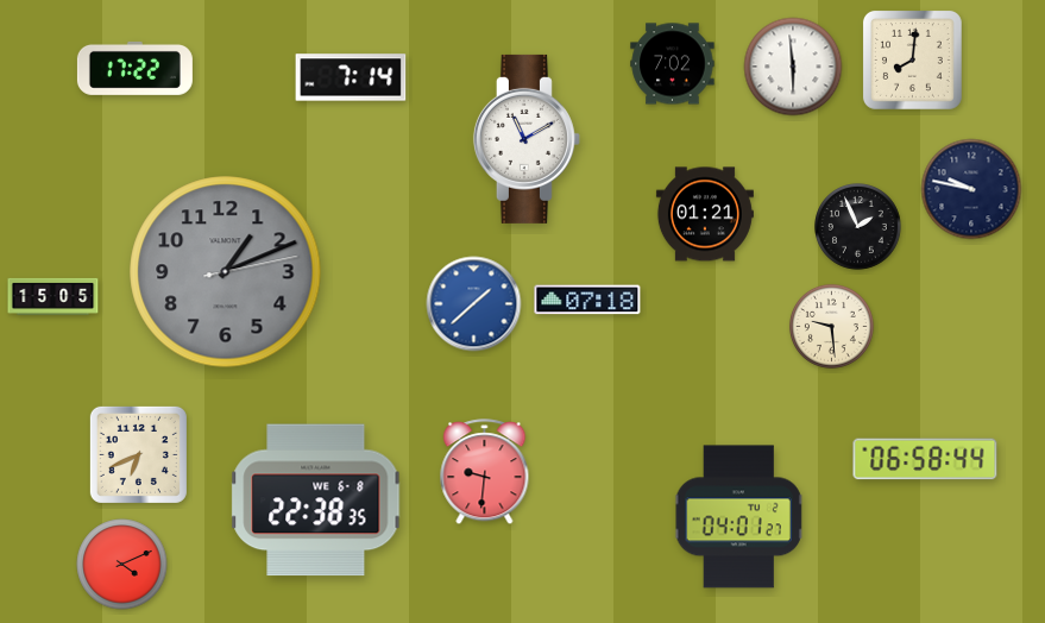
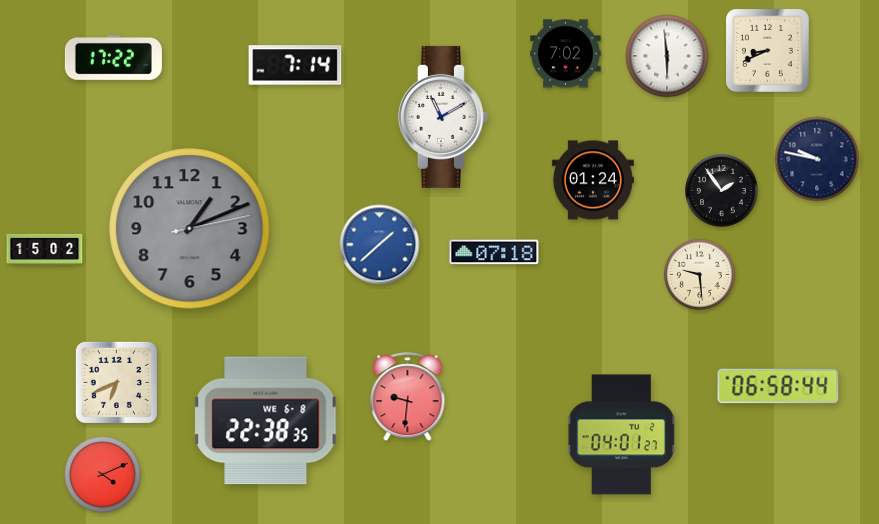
clock at (912, 59): 8:01 -> 8:41
clock at (705, 214): 01:21 -> 01:24
clock at (858, 227): 1:56 -> 1:54
clock at (53, 296): 15:05 -> 15:02
clock at (474, 304) position: (474, 304) -> (380, 245)
